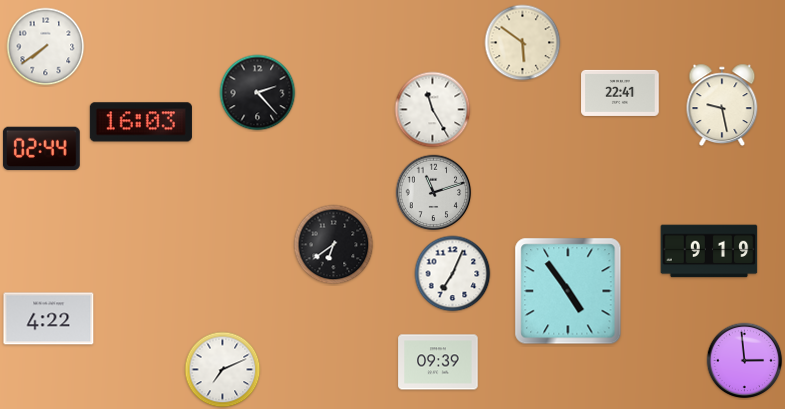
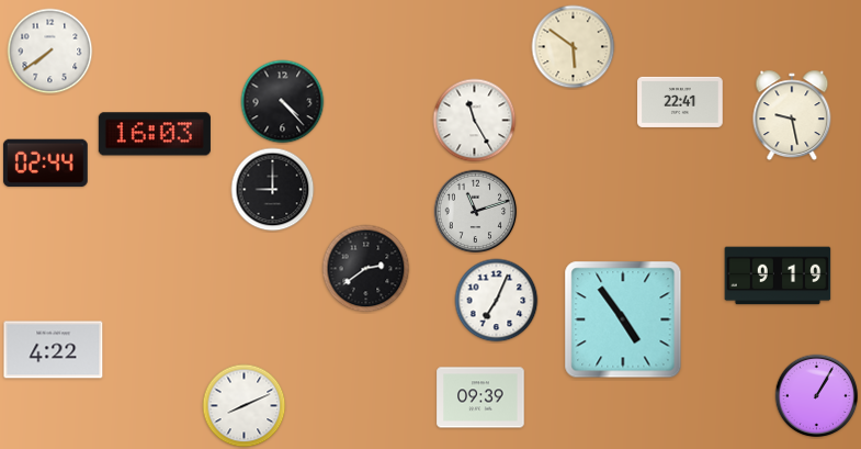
clock at (258, 93): 2:23 -> 4:23
clock at (273, 190): none -> 9:00
clock at (334, 245): 6:39 -> 2:39
clock at (745, 361): 2:59 -> 1:05
clock at (223, 370): 7:11 -> 8:11
